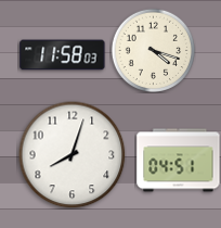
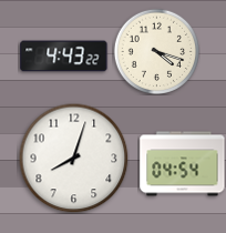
clock at (63, 55): 11:58 -> 4:43
clock at (179, 161): 04:51 -> 04:54
